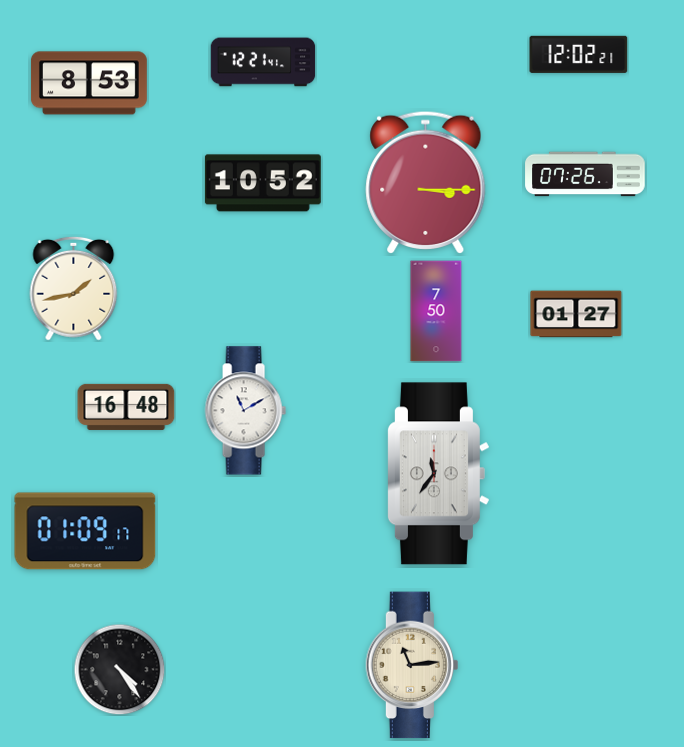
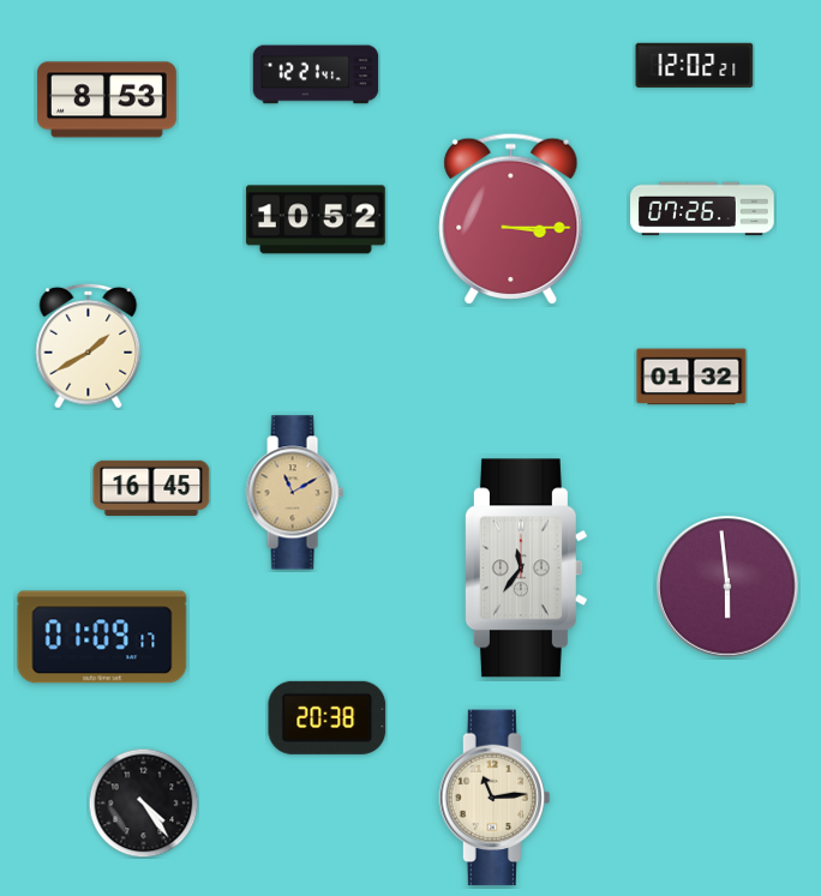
clock at (74, 288): 1:43 -> 1:40
clock at (436, 311): 7:50 -> none
clock at (576, 314): 01:27 -> 01:32
clock at (126, 407): 16:48 -> 16:45
clock at (245, 411) dial: white -> champagne
clock at (729, 588): none -> 5:59
clock at (328, 717): none -> 20:38
